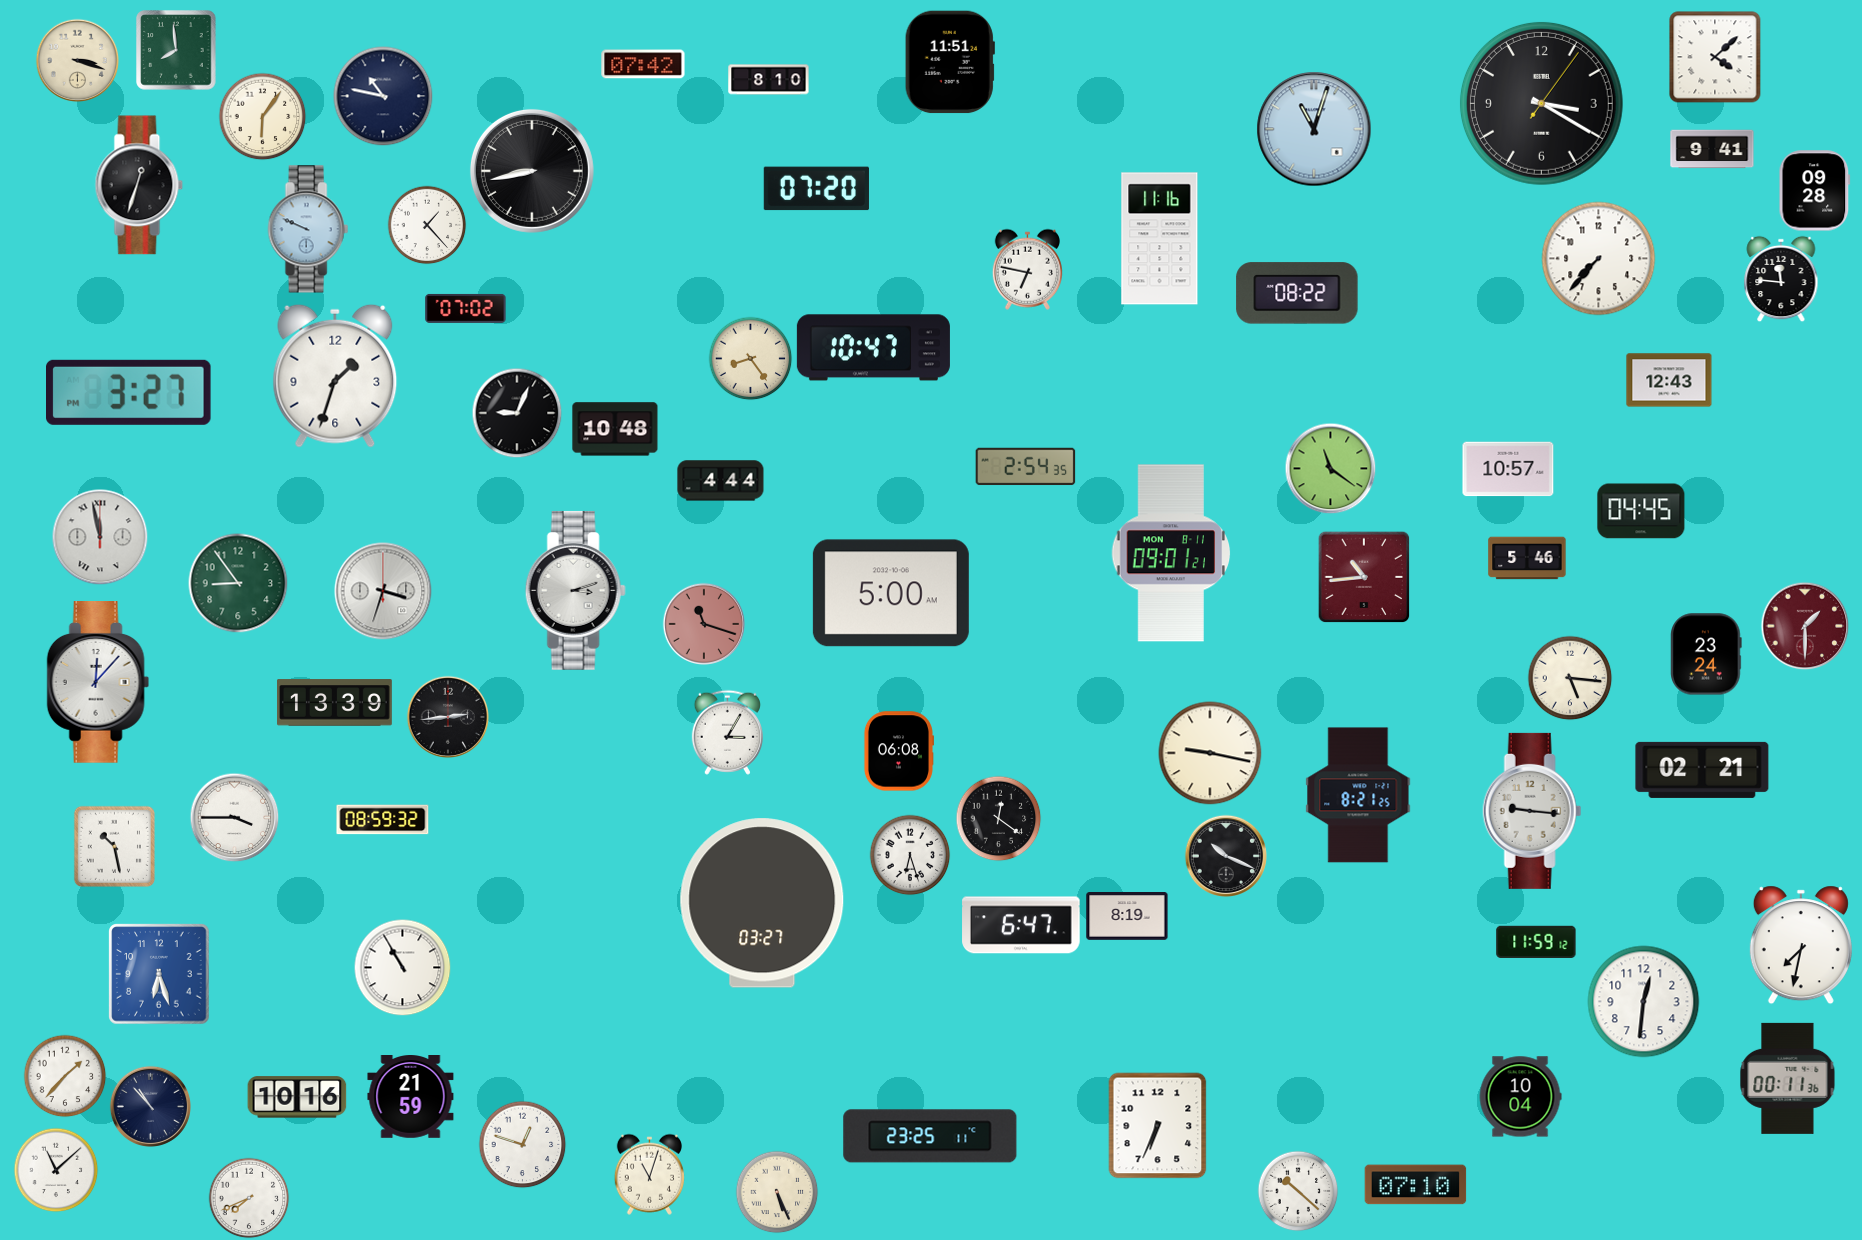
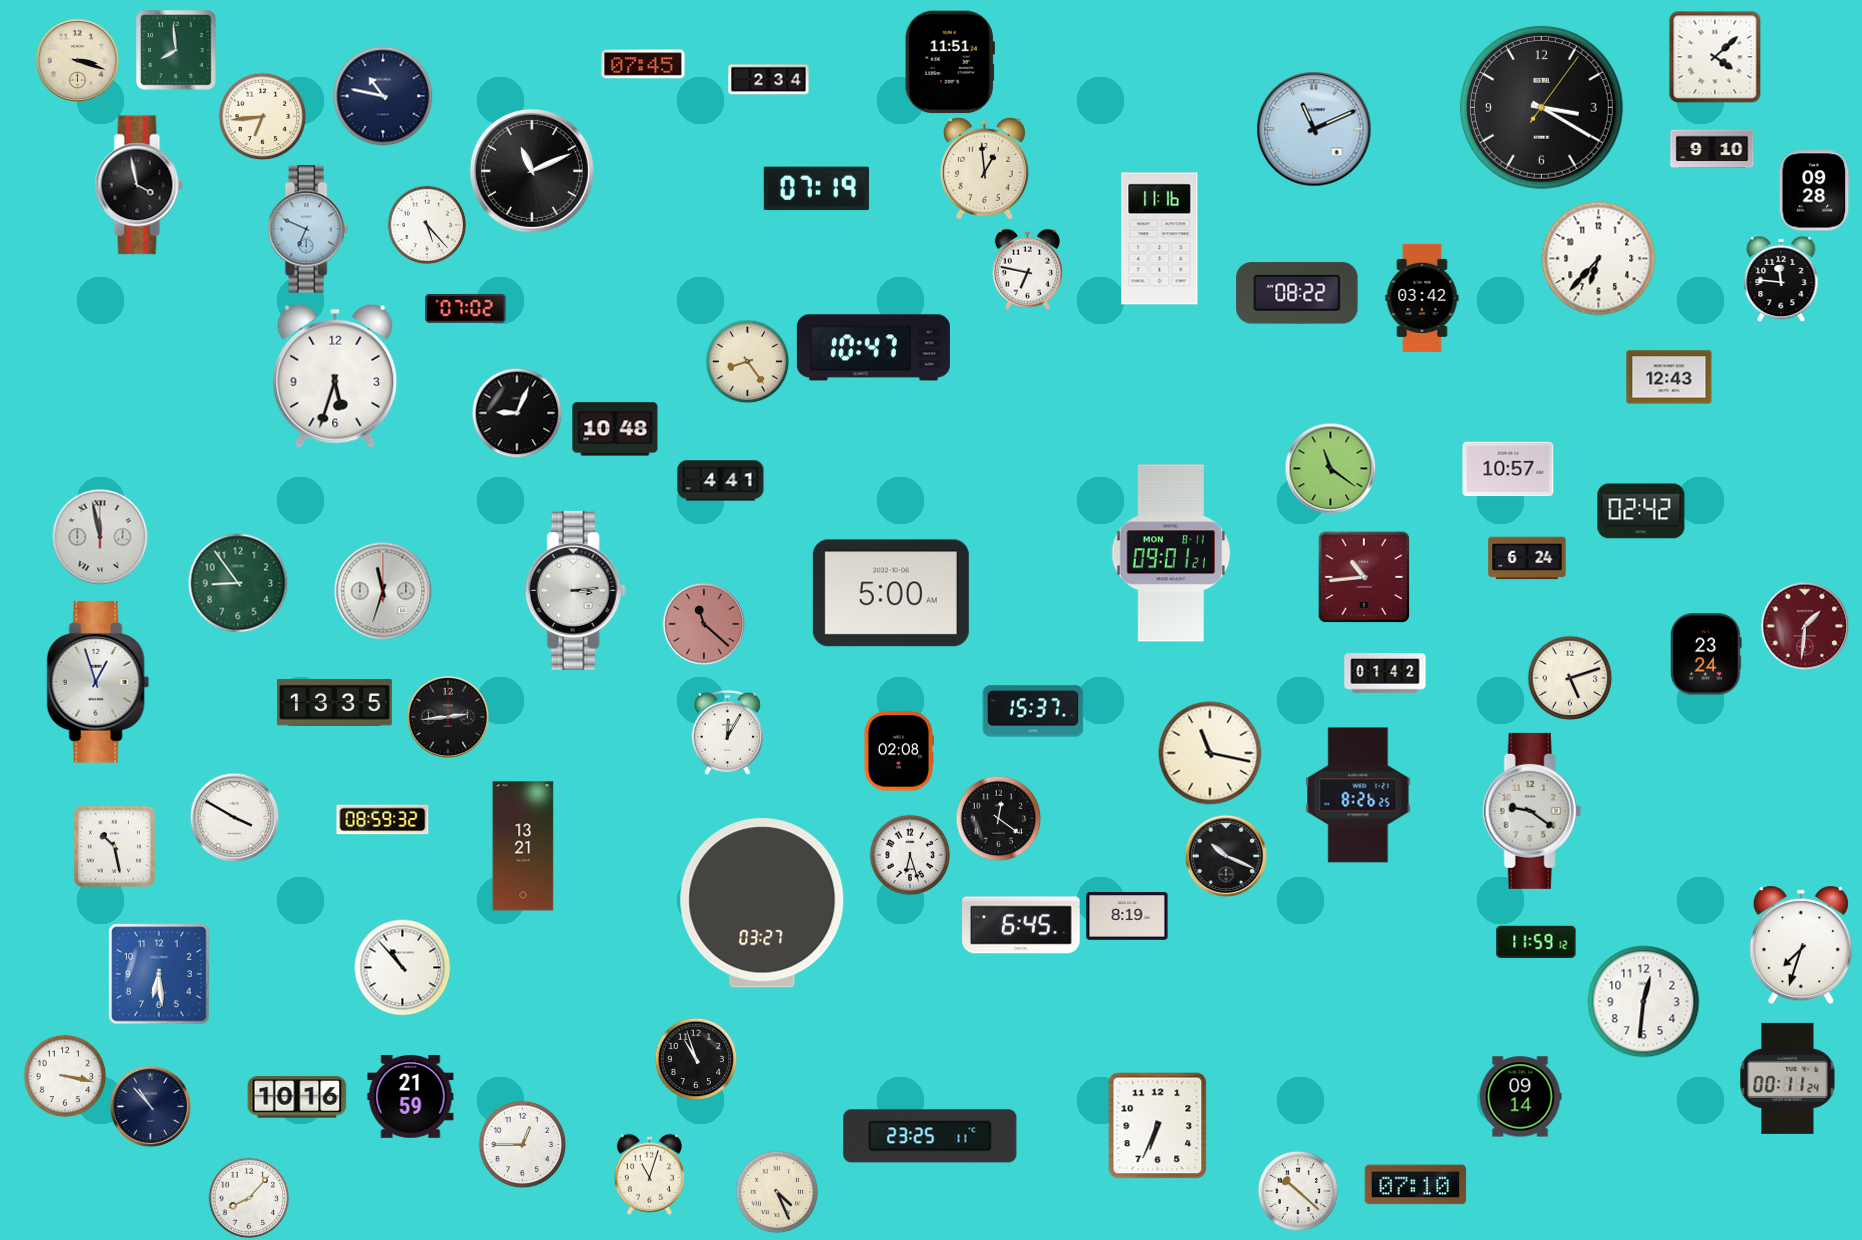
clock at (643, 64): 07:42 -> 07:45
clock at (769, 80): 8:10 -> 2:34
clock at (1541, 103) position: (1541, 103) -> (1541, 107)
clock at (262, 116): 6:06 -> 6:44
clock at (1314, 129): 11:03 -> 11:11
clock at (1712, 149): 9:41 -> 9:10
clock at (984, 168): none -> 12:59
clock at (532, 171): 8:43 -> 11:11
clock at (139, 185): 12:33 -> 3:58
clock at (816, 189): 07:20 -> 07:19
clock at (427, 225): 1:23 -> 5:23
clock at (308, 229): 9:49 -> 6:49
clock at (1599, 259): 7:37 -> 6:37
clock at (1422, 298): none -> 03:42
clock at (750, 358) position: (750, 358) -> (747, 361)
clock at (335, 376): 1:33 -> 5:33
clock at (1669, 380) position: (1669, 380) -> (1669, 377)
clock at (129, 392): 3:27 -> none
clock at (1026, 467): 2:54 -> none
clock at (721, 481): 4:44 -> 4:41
clock at (1641, 511): 04:45 -> 02:42
clock at (1527, 558): 5:46 -> 6:24
clock at (575, 590): 3:12 -> 3:14
clock at (383, 591): 3:33 -> 11:33
clock at (703, 623): 11:18 -> 11:22
clock at (1805, 626): 1:30 -> 1:31
clock at (1385, 673): none -> 01:42
clock at (1570, 678): 5:16 -> 5:12
clock at (98, 683): 12:07 -> 12:57
clock at (335, 703): 13:39 -> 13:35
clock at (1033, 711): none -> 15:37
clock at (727, 732): 3:05 -> 12:05
clock at (898, 751): 06:08 -> 02:08
clock at (1210, 753): 9:17 -> 11:17
clock at (1702, 770): 02:21 -> none
clock at (1358, 795): 8:21 -> 8:26
clock at (1532, 811): 9:16 -> 9:21
clock at (234, 817): 3:45 -> 3:50
clock at (523, 846): none -> 13:21
clock at (1021, 925): 6:47 -> 6:45
clock at (1801, 945): 7:32 -> 7:33
clock at (402, 967): 10:55 -> 10:53
clock at (159, 974): 6:27 -> 6:29
clock at (696, 1059): none -> 10:57
clock at (65, 1076): 1:37 -> 3:17
clock at (1788, 1078): 00:11:36 -> 00:11:24
clock at (1520, 1097): 10:04 -> 09:14
clock at (522, 1144): 12:48 -> 12:45
clock at (56, 1170): 11:08 -> none
clock at (777, 1192): 5:26 -> 4:26
clock at (249, 1198): 7:41 -> 8:07
